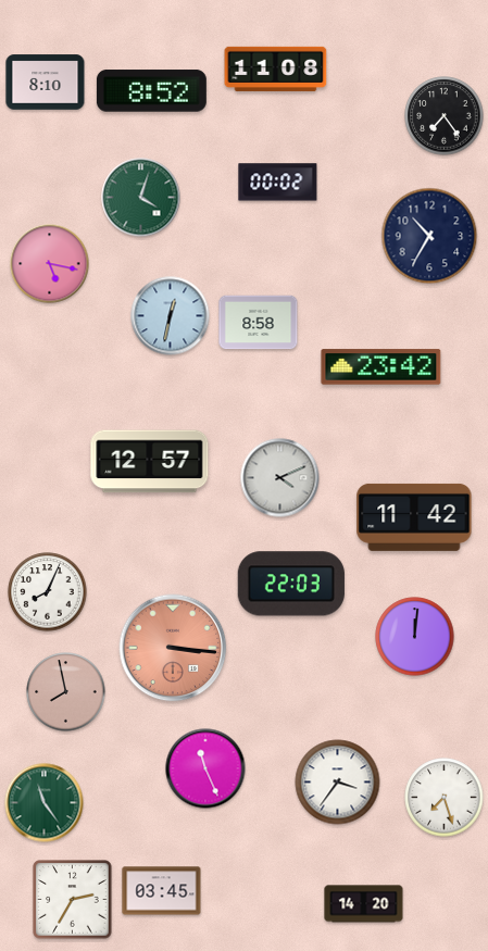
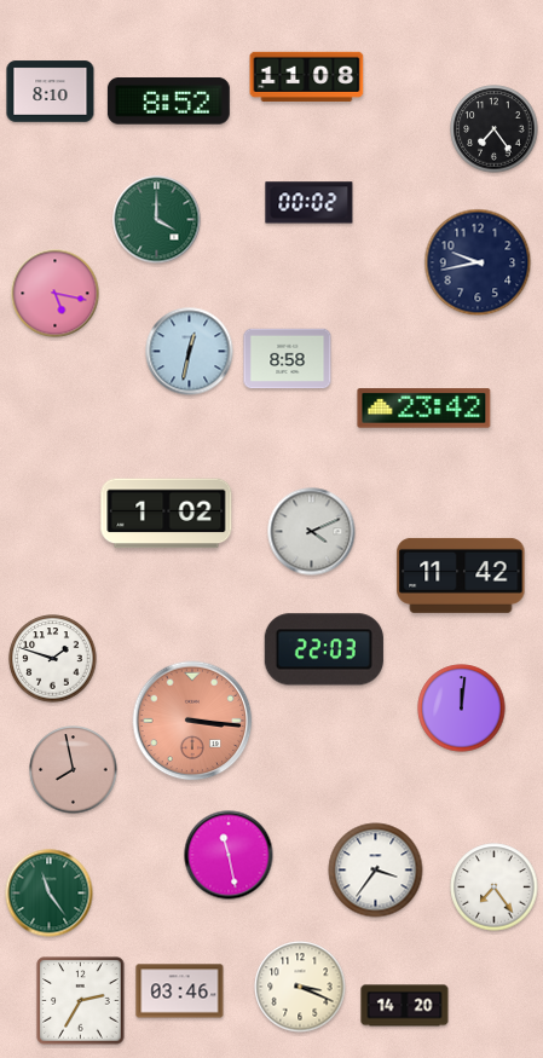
clock at (141, 198): 4:03 -> 4:00
clock at (429, 236): 10:35 -> 9:43
clock at (150, 462): 12:57 -> 1:02
clock at (48, 592): 8:04 -> 1:48
clock at (205, 768): 11:26 -> 11:28
clock at (445, 798): 7:27 -> 7:24
clock at (300, 987): none -> 3:19
clock at (162, 891): 03:45 -> 03:46
